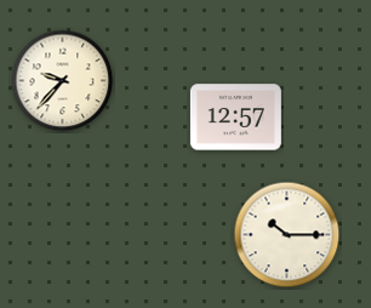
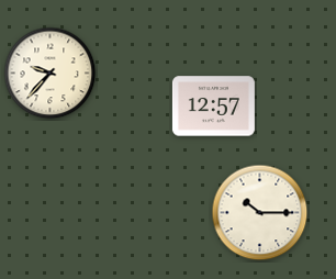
clock at (63, 81) position: (63, 81) -> (51, 74)
